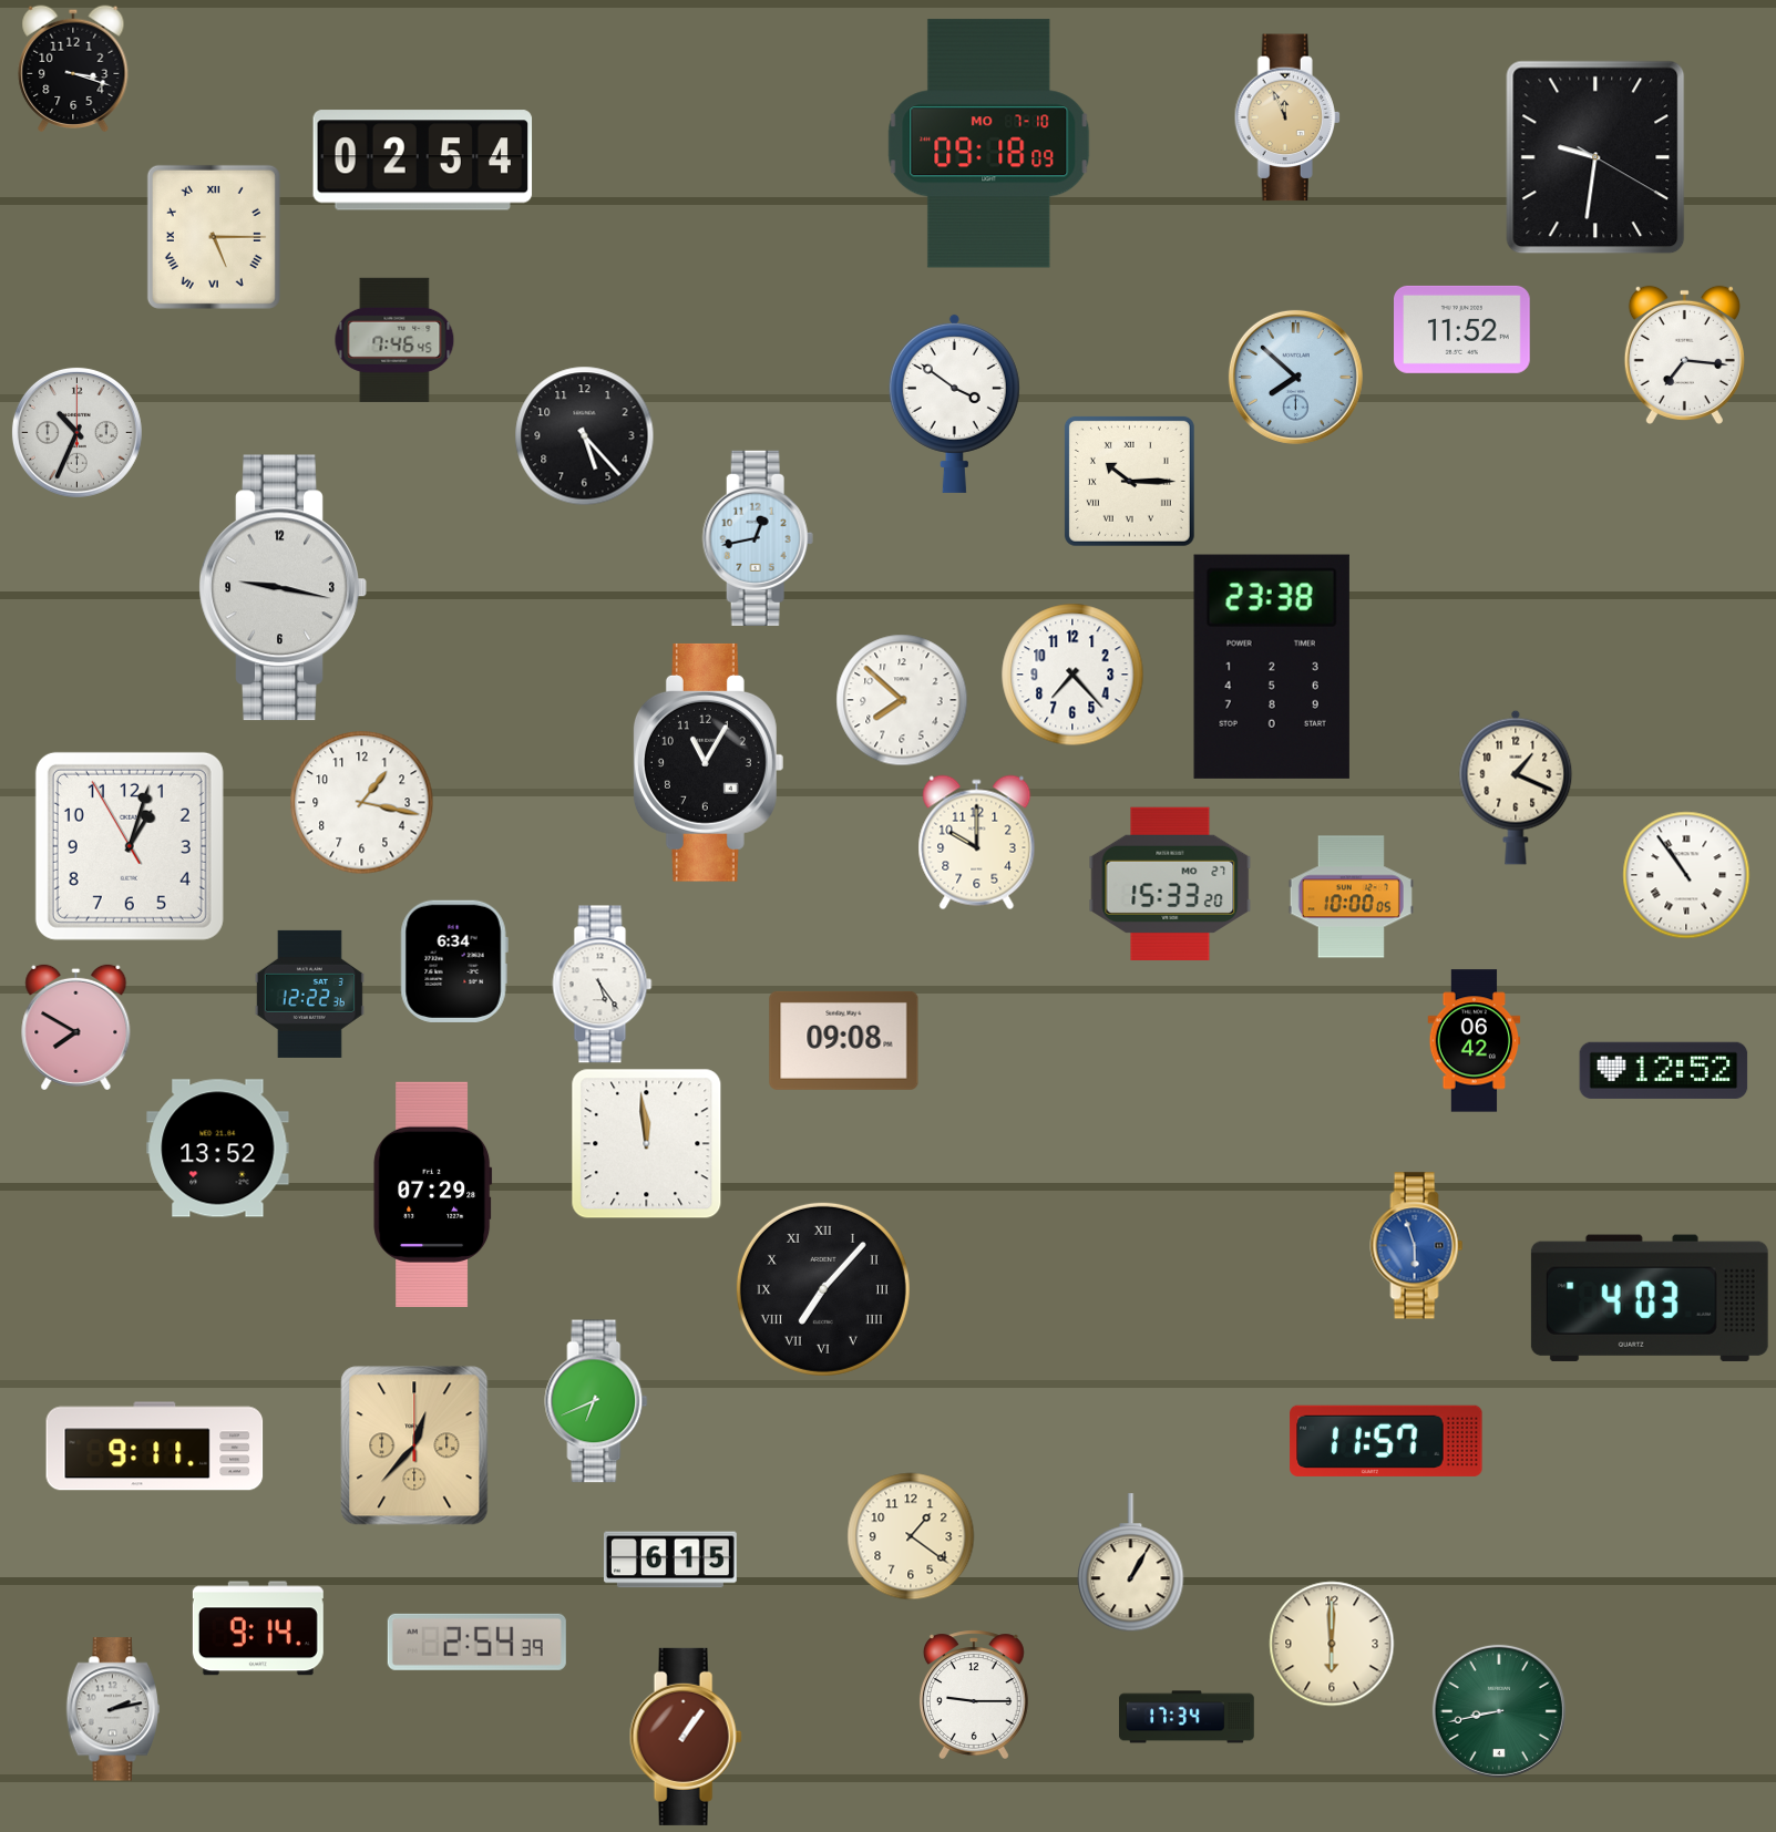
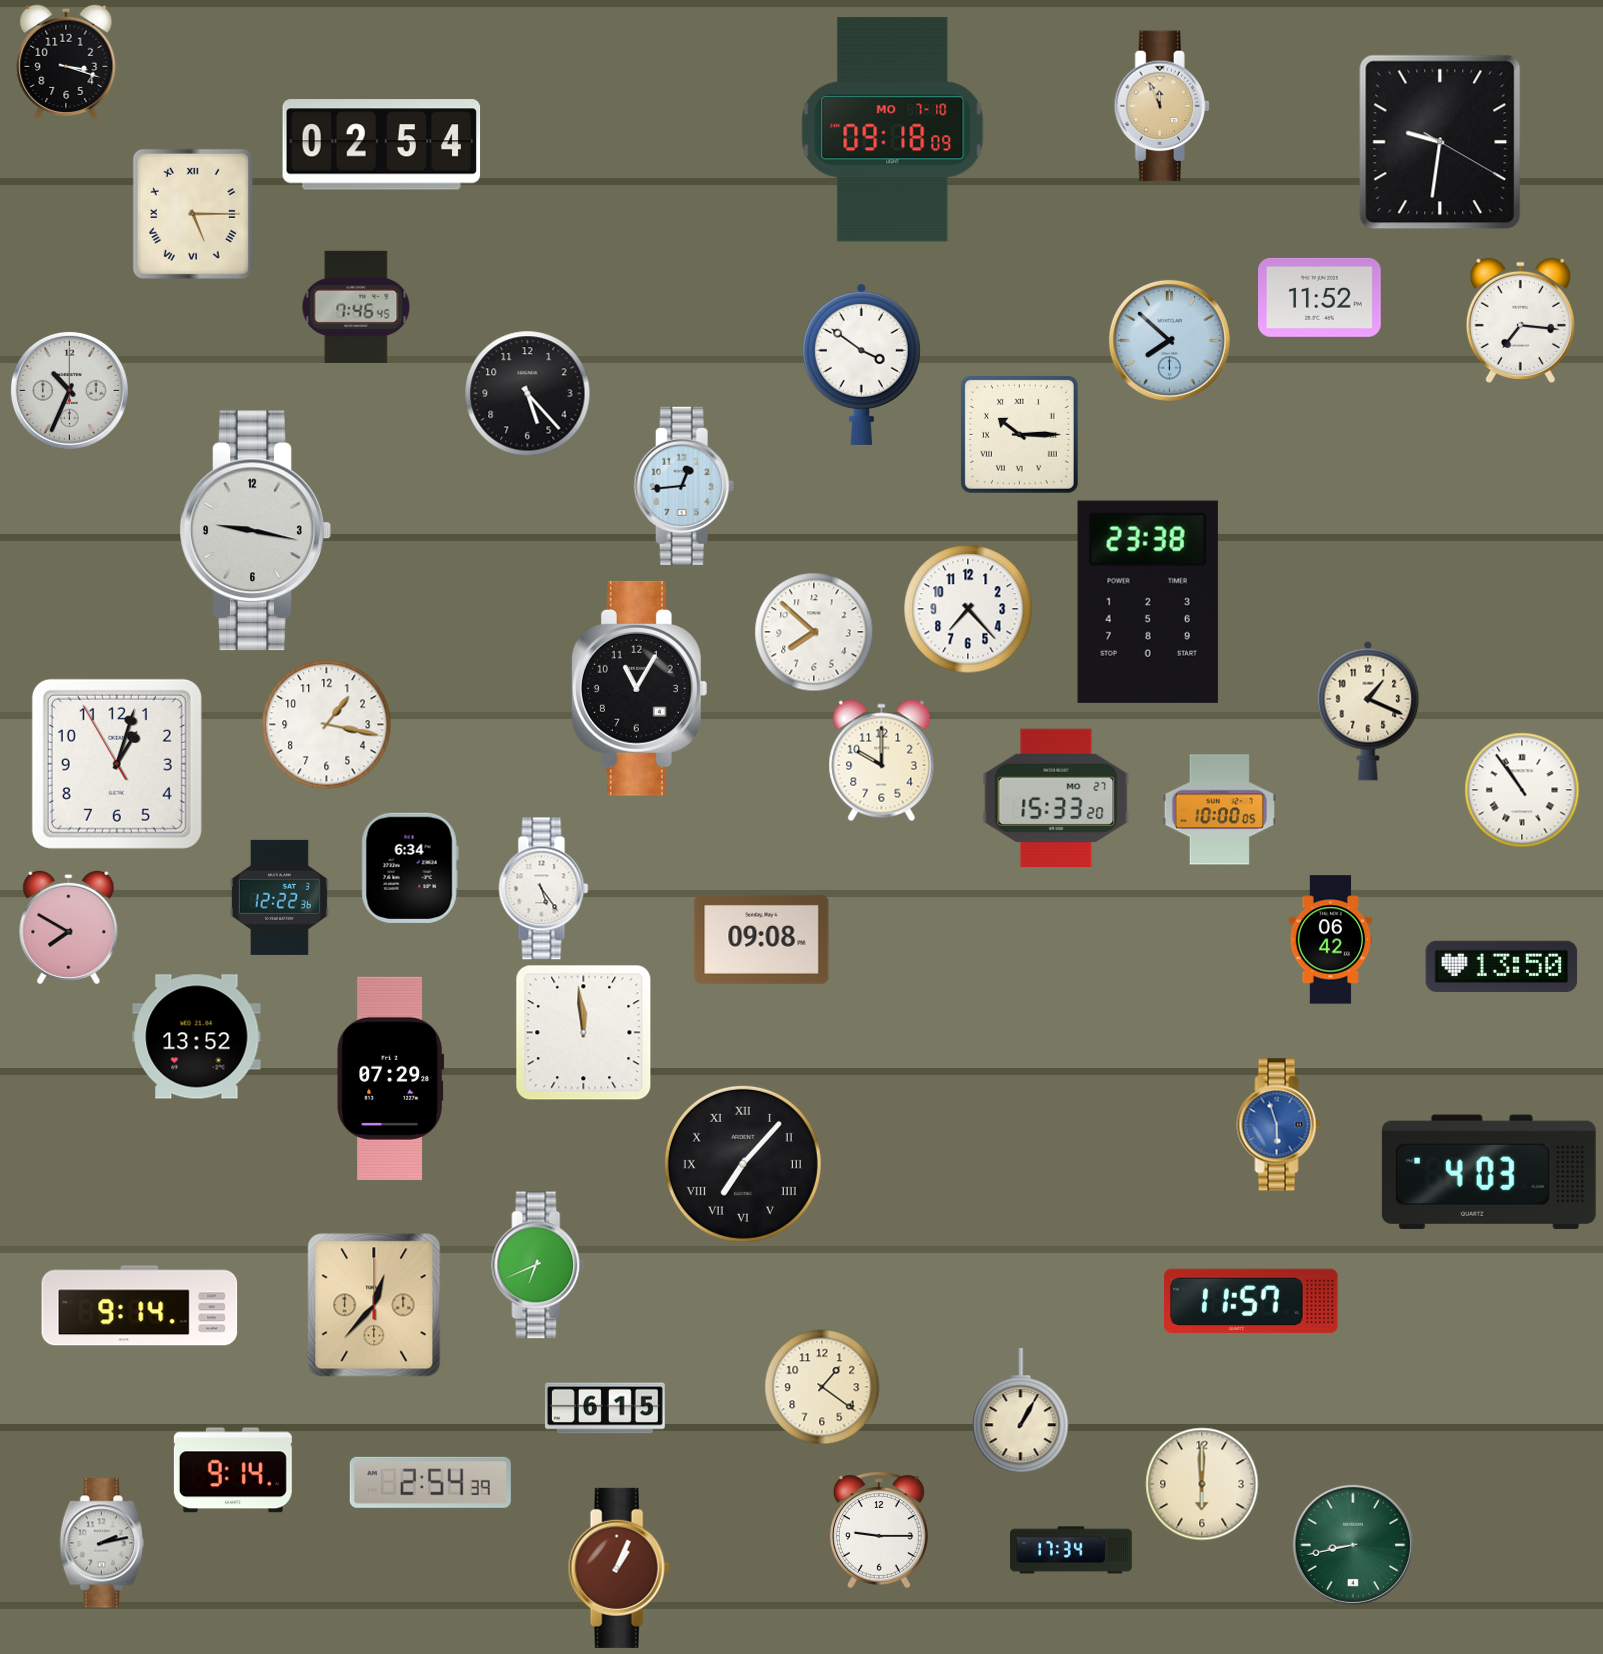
clock at (758, 538): 12:43 -> 12:44
clock at (1664, 1070): 12:52 -> 13:50
clock at (155, 1447): 9:11 -> 9:14
clock at (686, 1737): 1:06 -> 1:04
